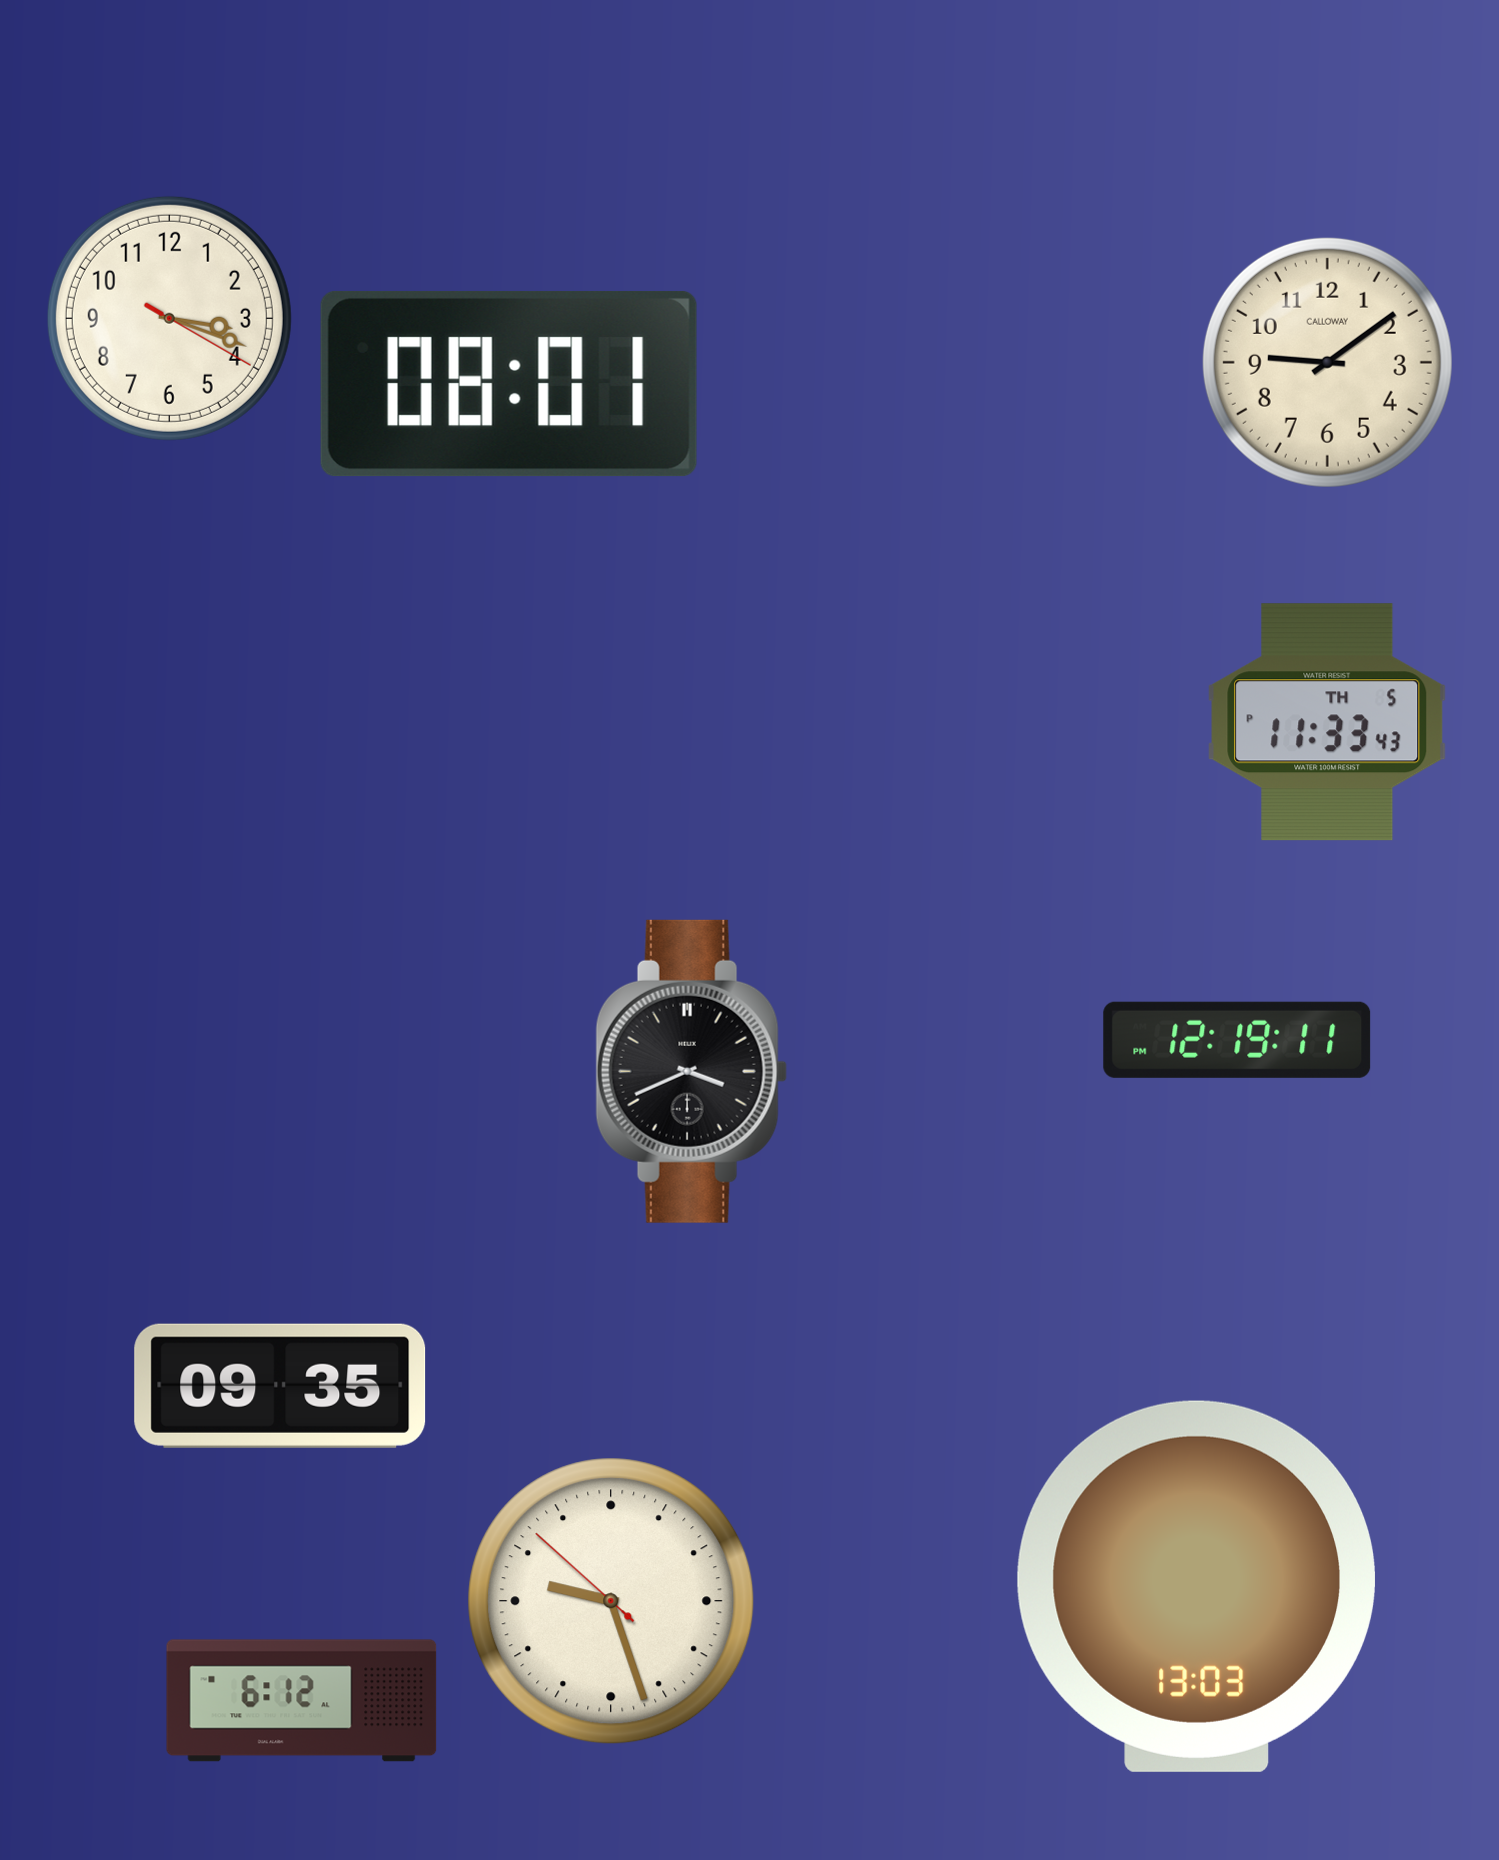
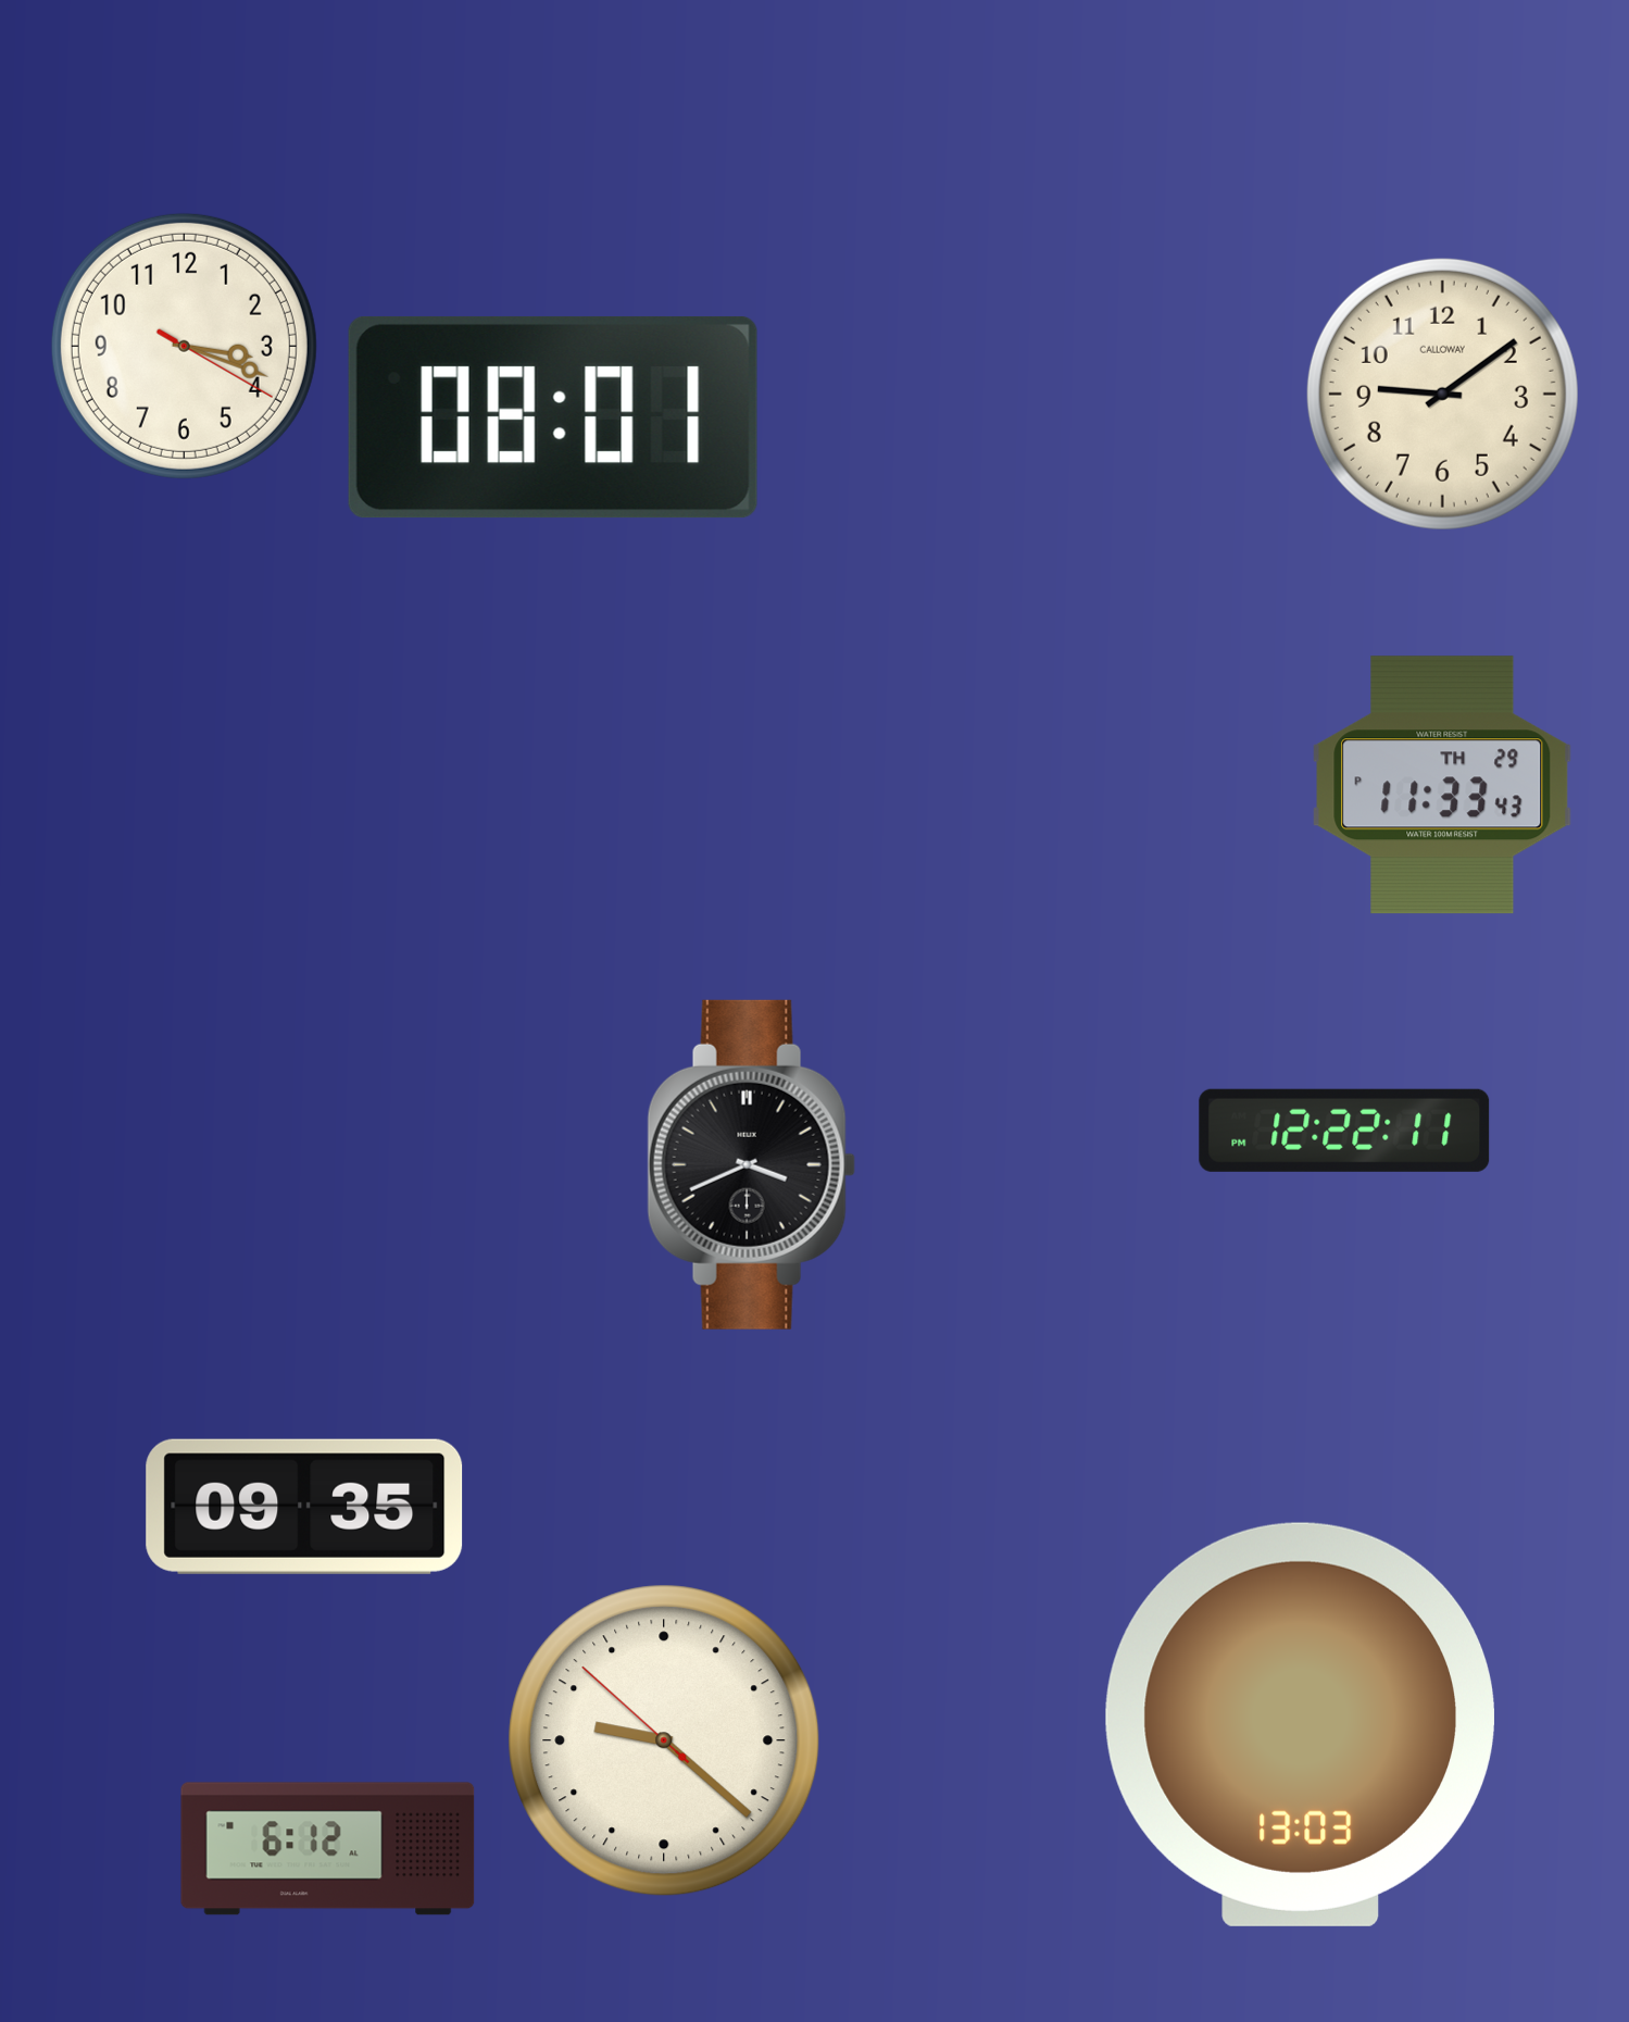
clock at (1327, 722) date: TH 5 -> TH 29
clock at (1237, 1040): 12:19 -> 12:22
clock at (611, 1601): 9:26 -> 9:21
